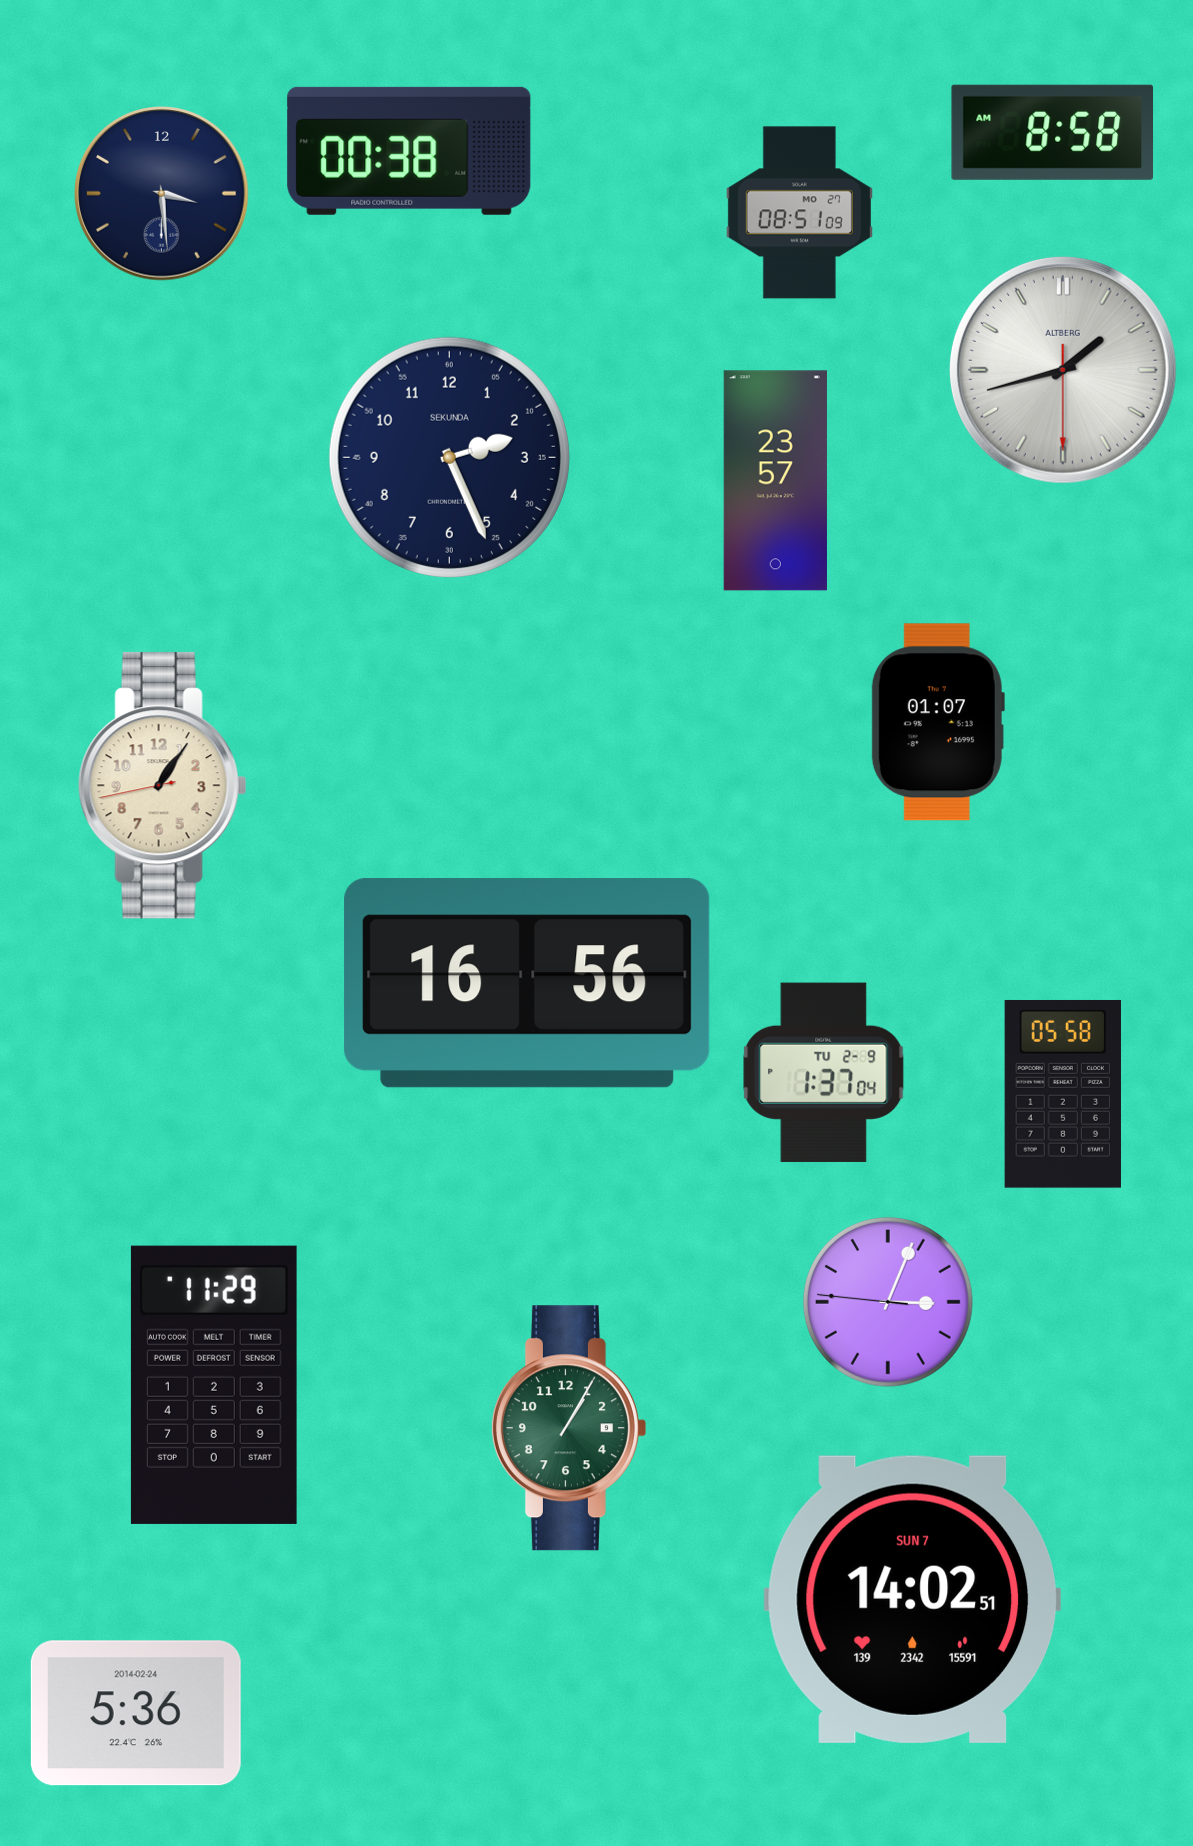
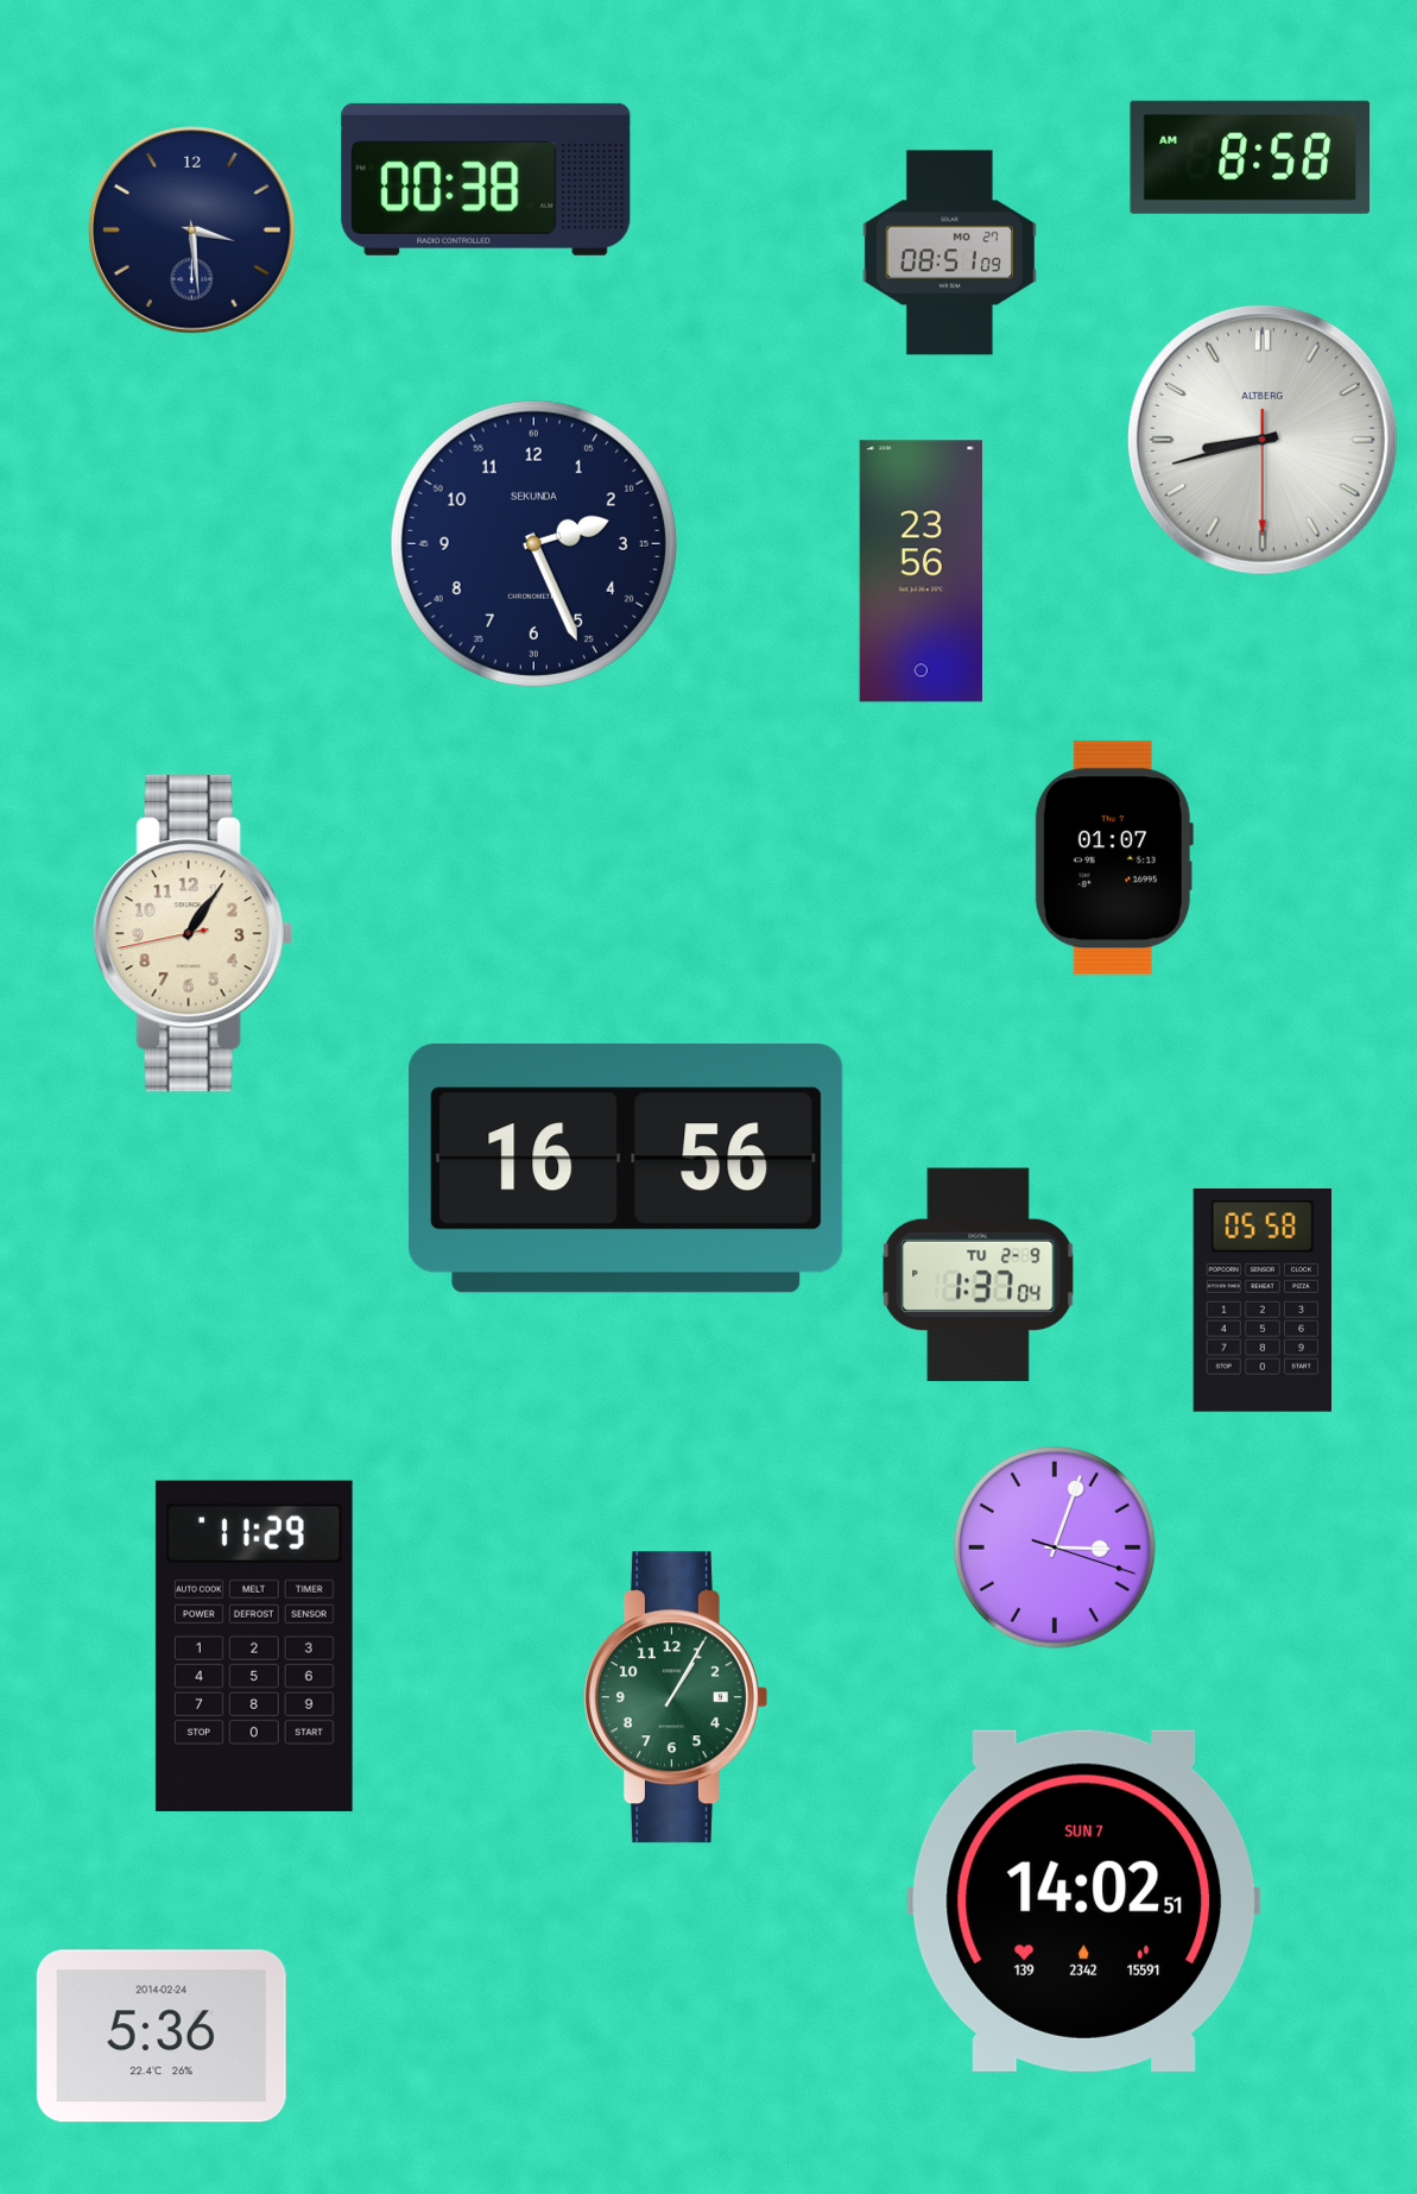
clock at (1063, 370): 1:42 -> 8:42
clock at (775, 481): 23:57 -> 23:56
clock at (888, 1302): 3:03:46 -> 3:03:18
